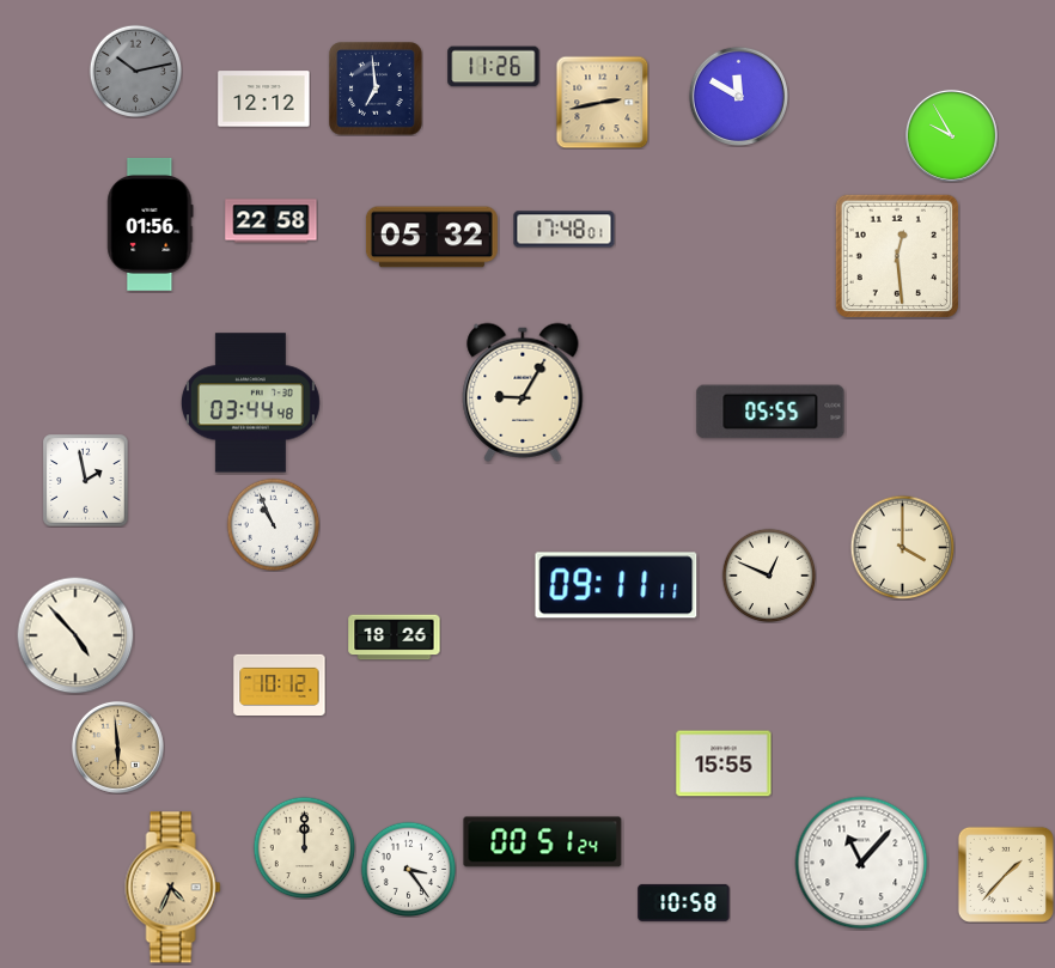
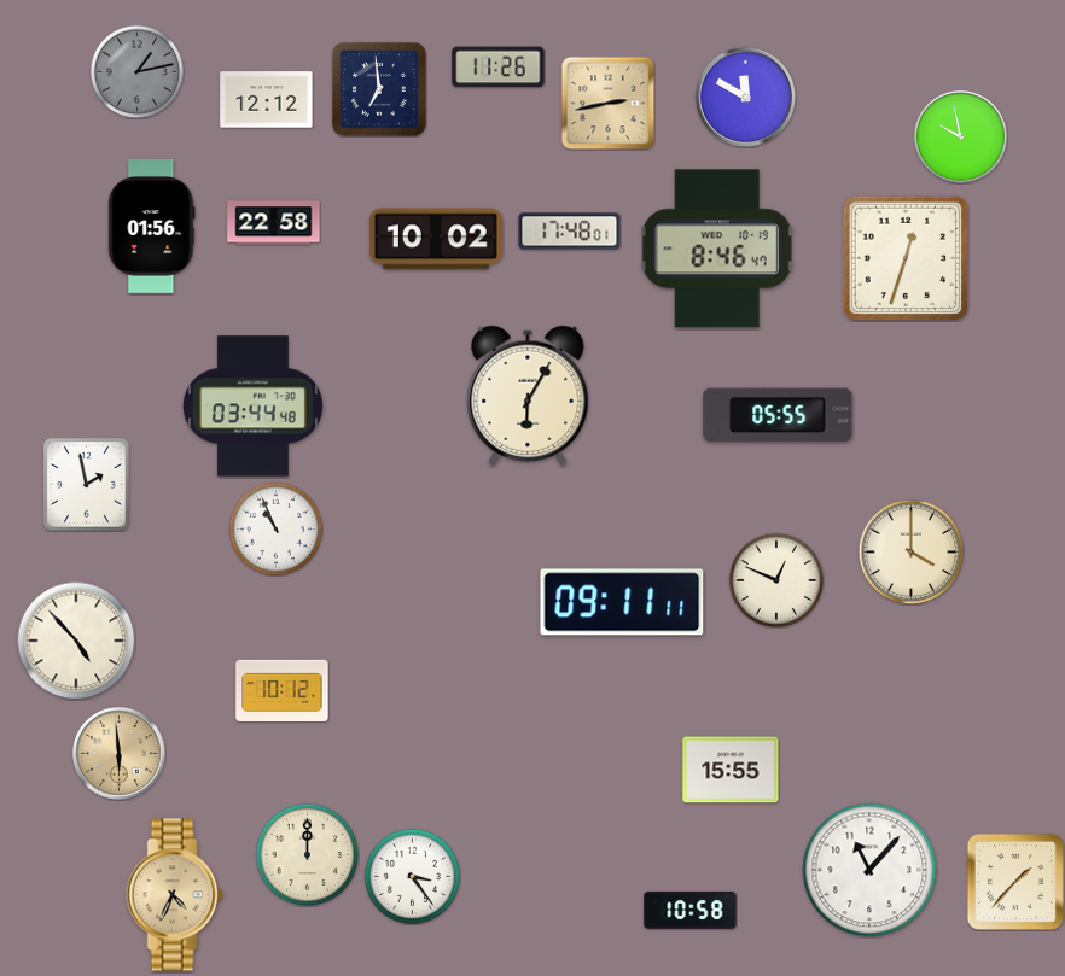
clock at (135, 71): 10:13 -> 1:13
clock at (951, 135): 9:55 -> 9:58
clock at (432, 237): 05:32 -> 10:02
clock at (717, 249): none -> 8:46
clock at (896, 255): 12:29 -> 12:33
clock at (523, 392): 9:05 -> 6:05
clock at (616, 585) position: (616, 585) -> (622, 602)
clock at (395, 638): 18:26 -> none
clock at (543, 842): 00:51 -> none
